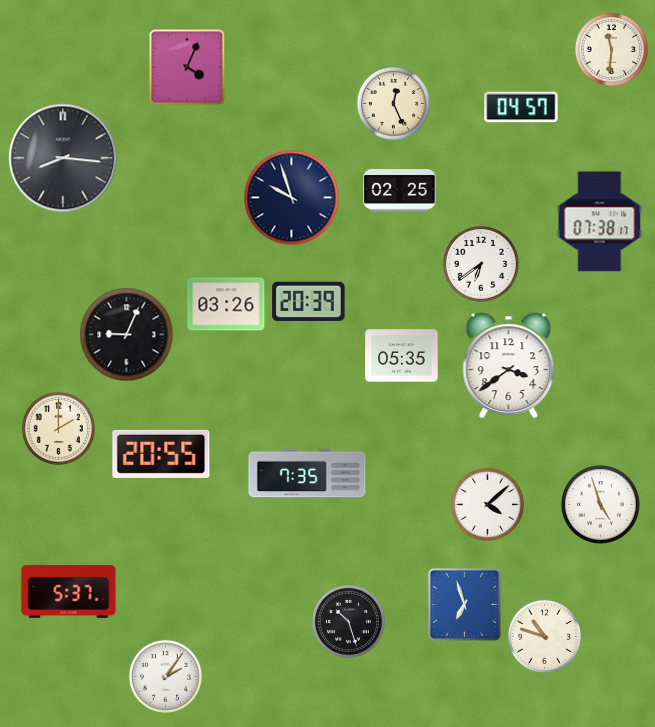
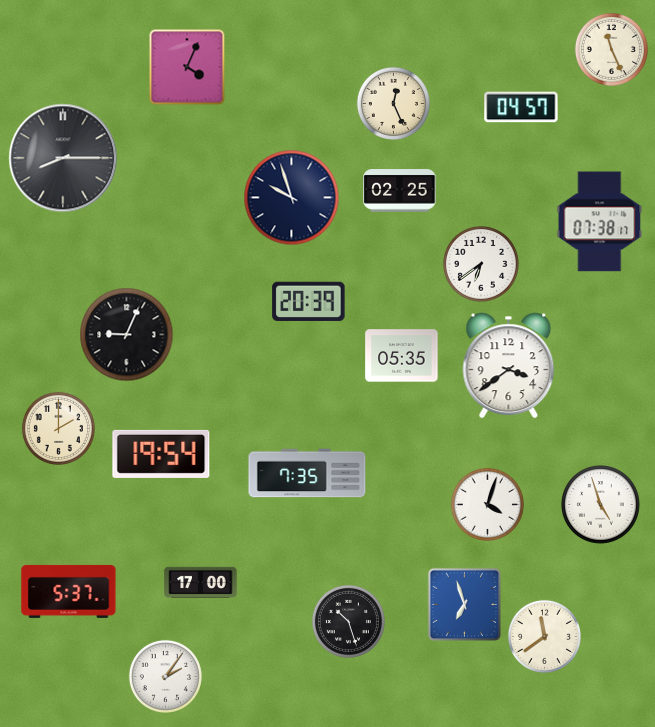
clock at (611, 49): 11:31 -> 11:26
clock at (63, 158): 8:16 -> 8:15
clock at (226, 304): 03:26 -> none
clock at (161, 454): 20:55 -> 19:54
clock at (487, 504): 4:08 -> 4:03
clock at (201, 582): none -> 17:00
clock at (544, 636): 10:48 -> 11:39
